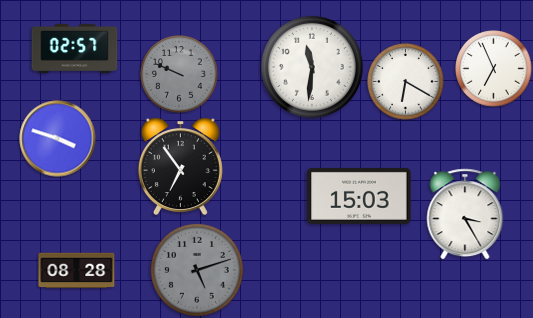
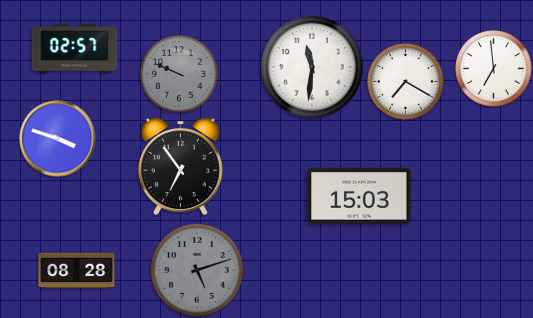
clock at (494, 69): 6:56 -> 6:59
clock at (406, 82): 6:20 -> 7:20
clock at (465, 214): 3:25 -> none
